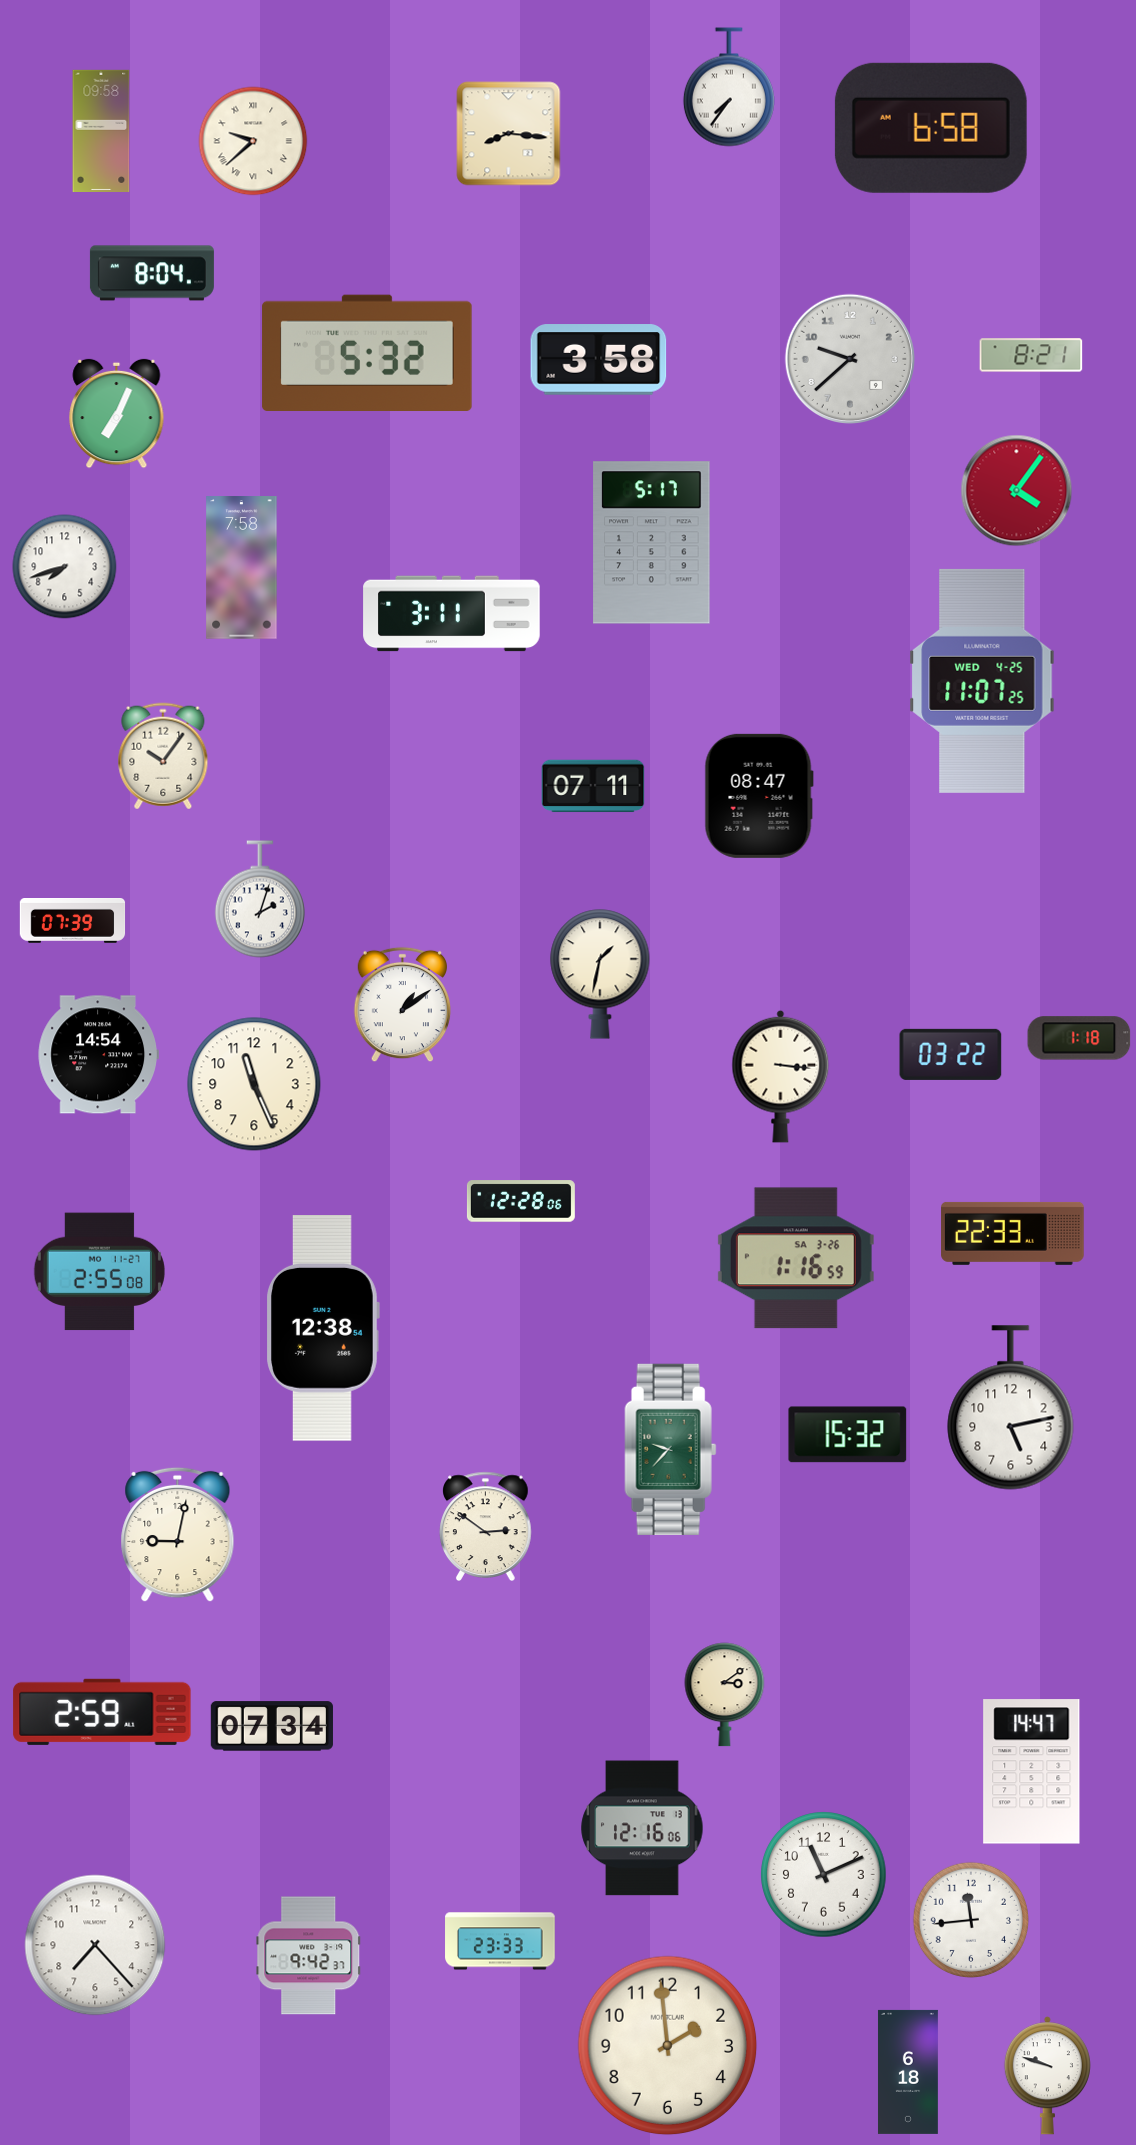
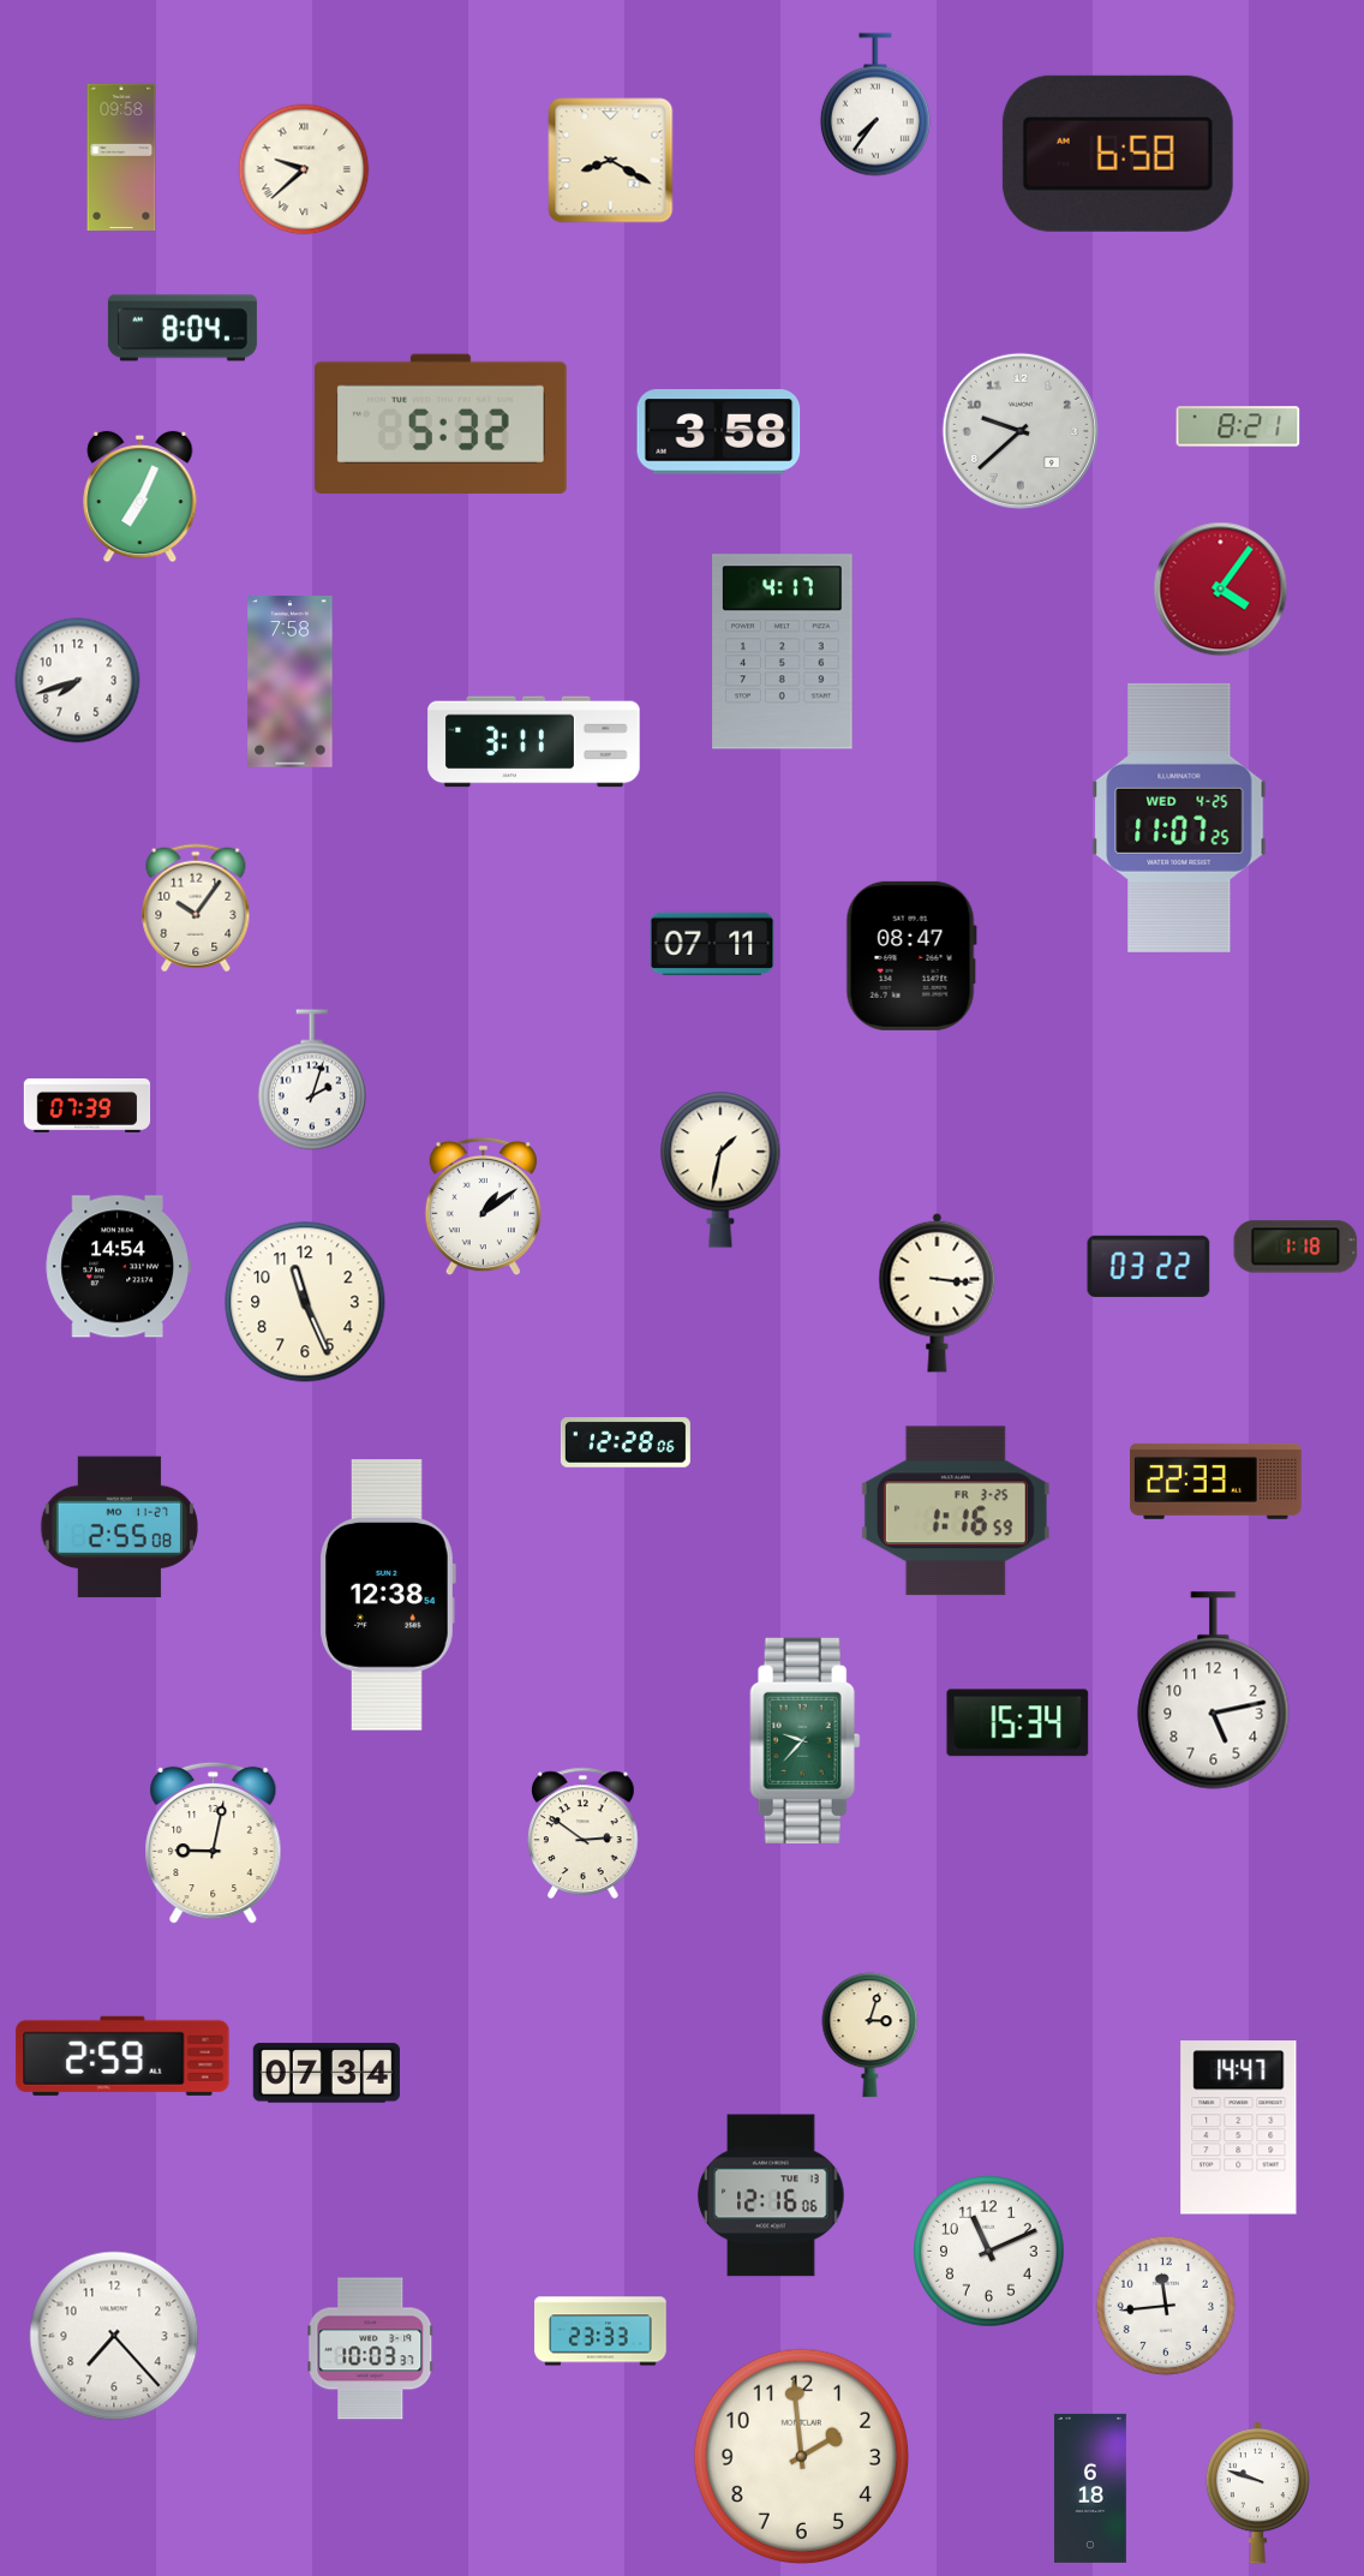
clock at (509, 134): 8:16 -> 8:20
clock at (652, 543): 5:17 -> 4:17
clock at (452, 614) position: (452, 614) -> (534, 742)
clock at (951, 1054) position: (951, 1054) -> (1149, 1266)
clock at (796, 1258) date: SA 3-26 -> FR 3-25
clock at (848, 1435): 15:32 -> 15:34
clock at (725, 1695): 3:09 -> 3:03
clock at (309, 1956): 9:42 -> 10:03
